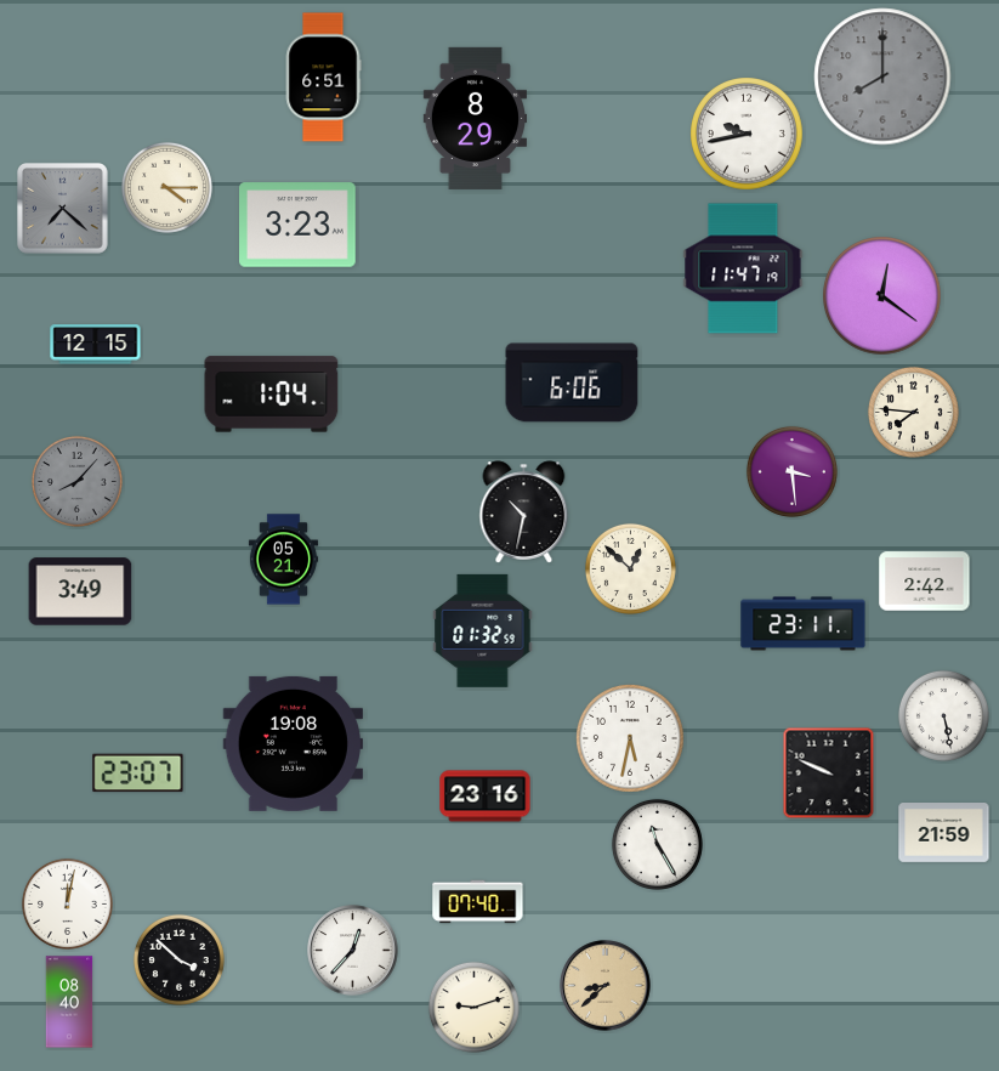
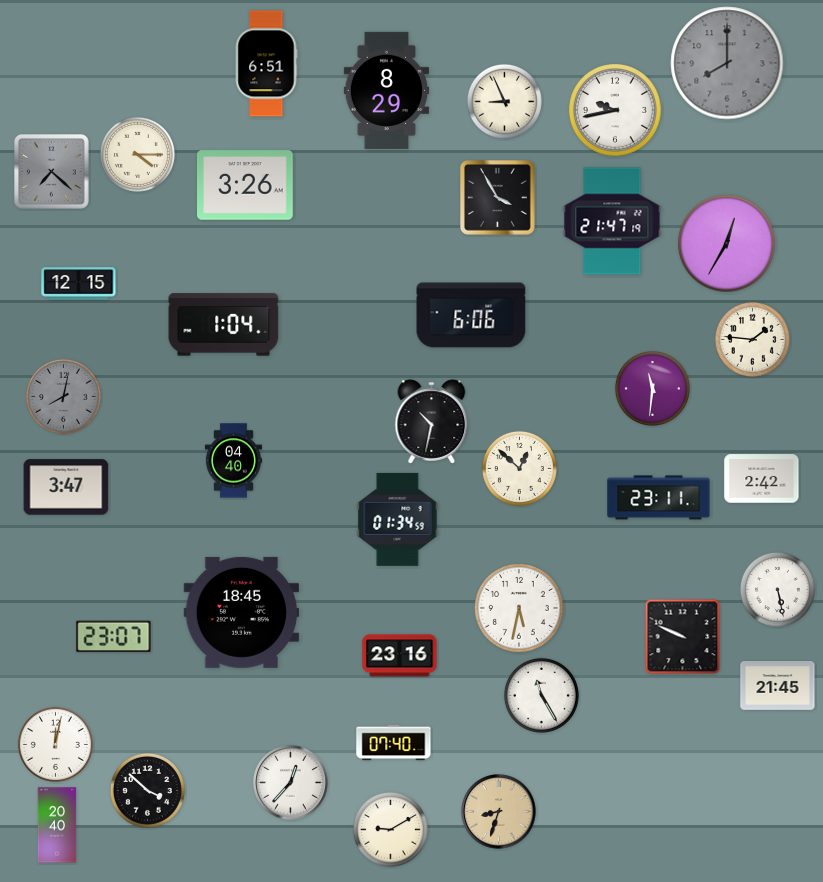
clock at (476, 118) position: (476, 118) -> (387, 90)
clock at (504, 101): none -> 8:56
clock at (299, 225): 3:23 -> 3:26
clock at (498, 198): none -> 3:55
clock at (743, 268): 11:47 -> 21:47
clock at (882, 296): 12:21 -> 12:35
clock at (913, 412): 7:46 -> 1:46
clock at (791, 471): 3:29 -> 11:31
clock at (76, 481): 8:07 -> 8:02
clock at (283, 560): 05:21 -> 04:40
clock at (80, 591): 3:49 -> 3:47
clock at (804, 624) position: (804, 624) -> (659, 498)
clock at (483, 630): 01:32 -> 01:34
clock at (293, 743): 19:08 -> 18:45
clock at (944, 833): 21:59 -> 21:45
clock at (606, 986): 8:38 -> 8:33
clock at (69, 1002): 08:40 -> 20:40
clock at (473, 1007): 9:12 -> 9:10
